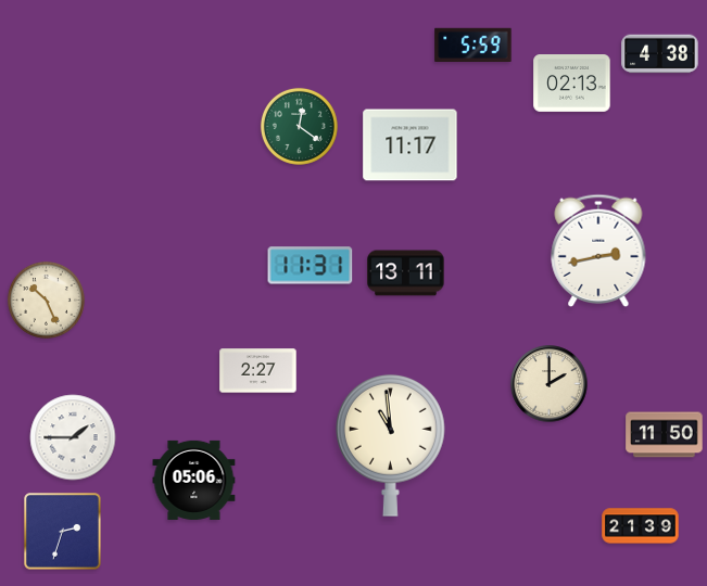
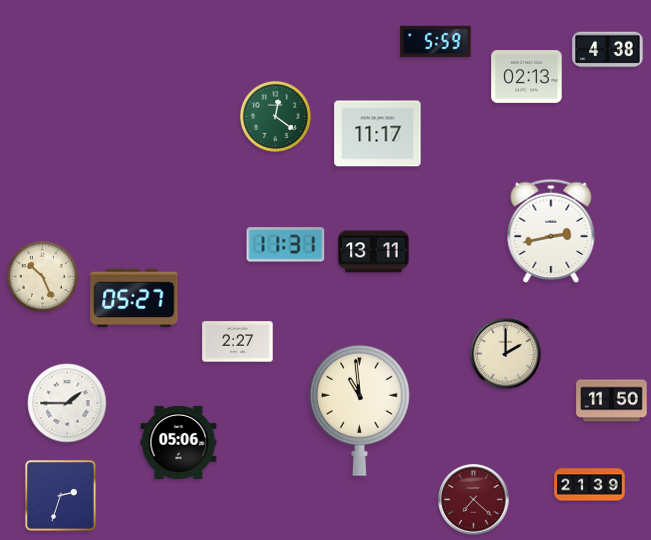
clock at (134, 298): none -> 05:27
clock at (63, 532) position: (63, 532) -> (61, 496)
clock at (474, 500): none -> 7:22
